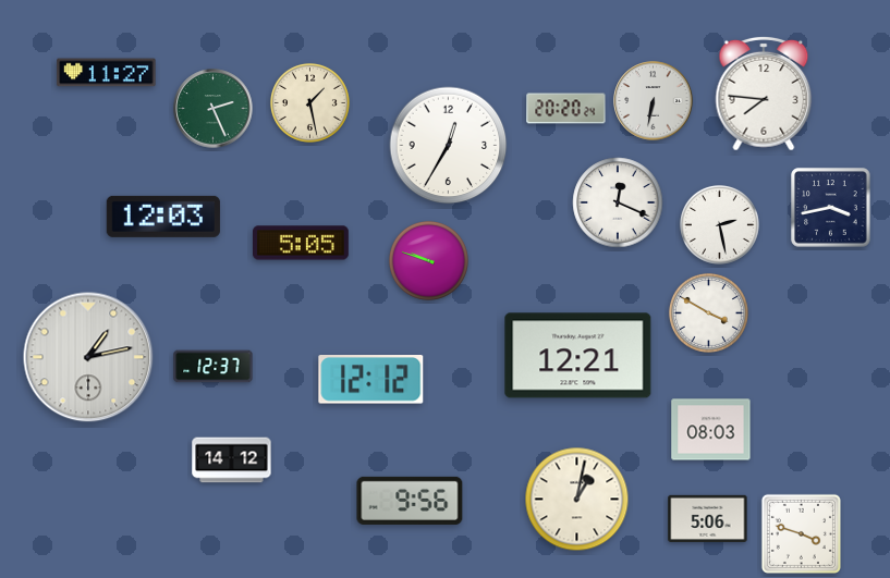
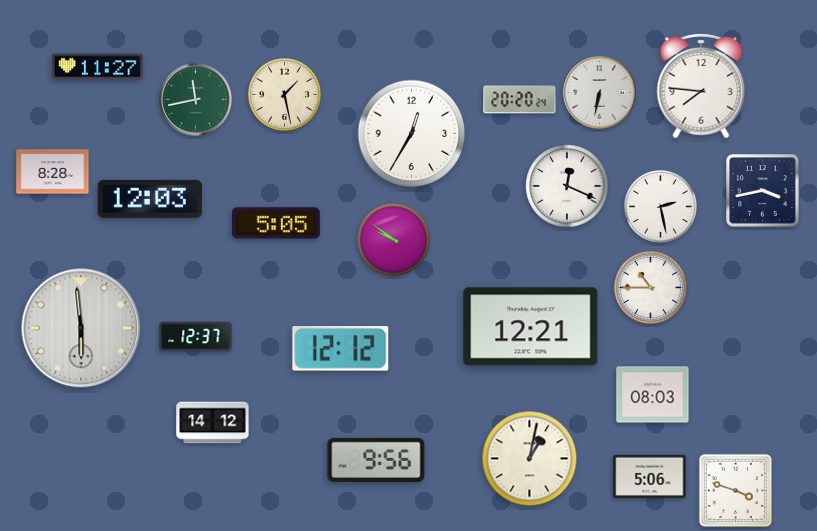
clock at (214, 109): 2:26 -> 11:43
clock at (53, 172): none -> 8:28
clock at (428, 260): 9:48 -> 9:51
clock at (708, 312): 3:50 -> 10:45
clock at (88, 357): 1:13 -> 5:59
